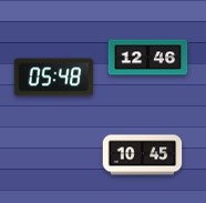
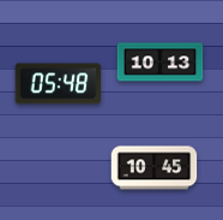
clock at (148, 58): 12:46 -> 10:13
